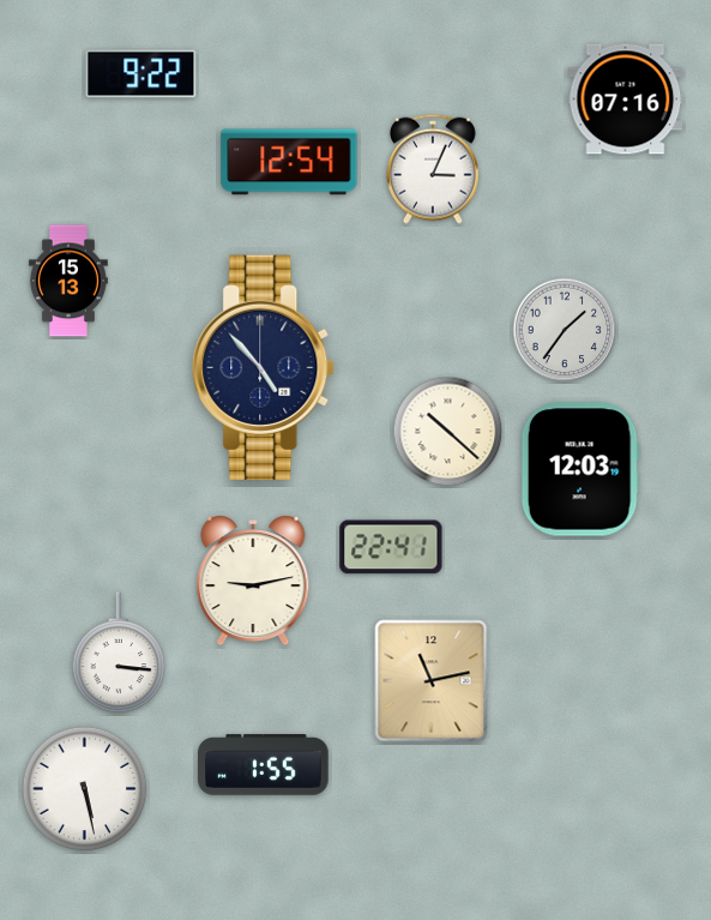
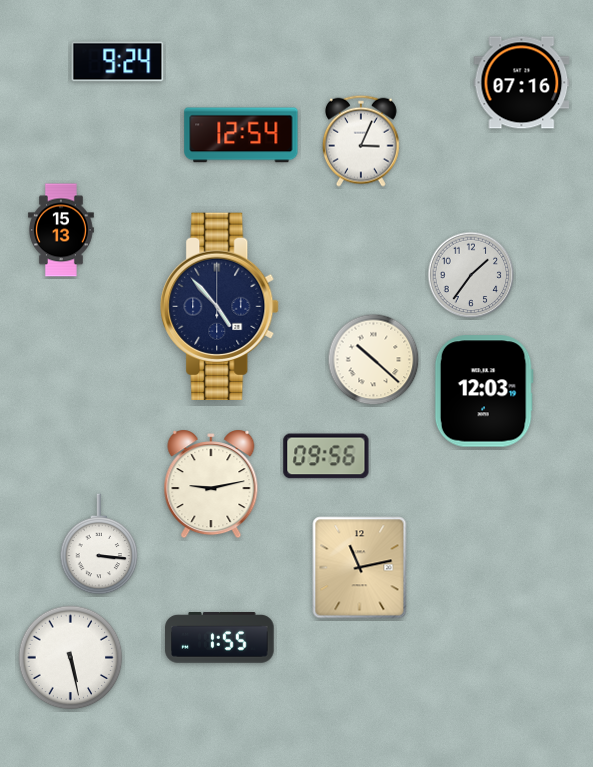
clock at (141, 74): 9:22 -> 9:24
clock at (68, 281) position: (68, 281) -> (61, 230)
clock at (391, 547): 22:41 -> 09:56
